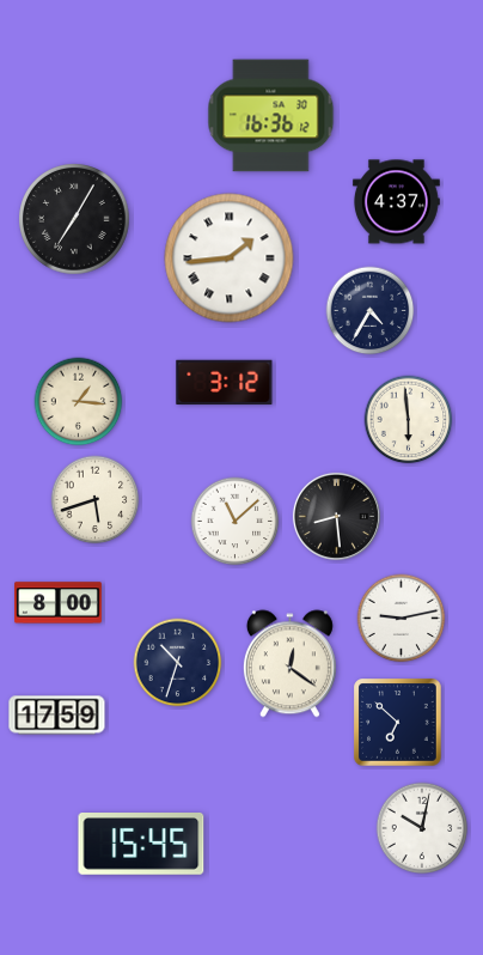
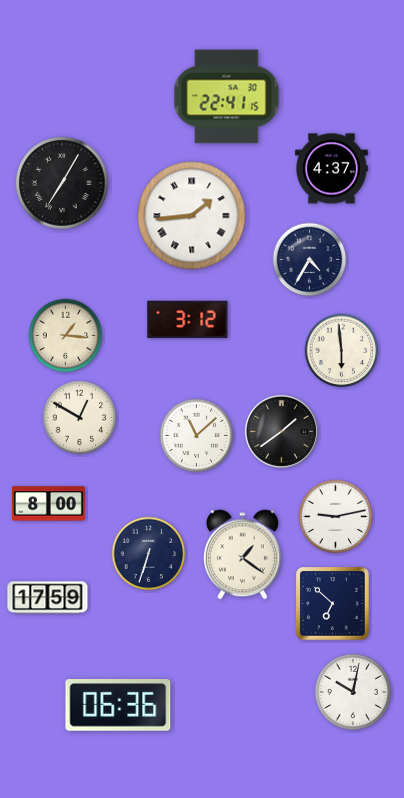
clock at (271, 116): 16:36 -> 22:41
clock at (96, 500): 5:42 -> 12:50
clock at (336, 516): 8:29 -> 1:39
clock at (178, 663): 10:33 -> 6:33
clock at (289, 664): 12:21 -> 1:21
clock at (141, 845): 15:45 -> 06:36
